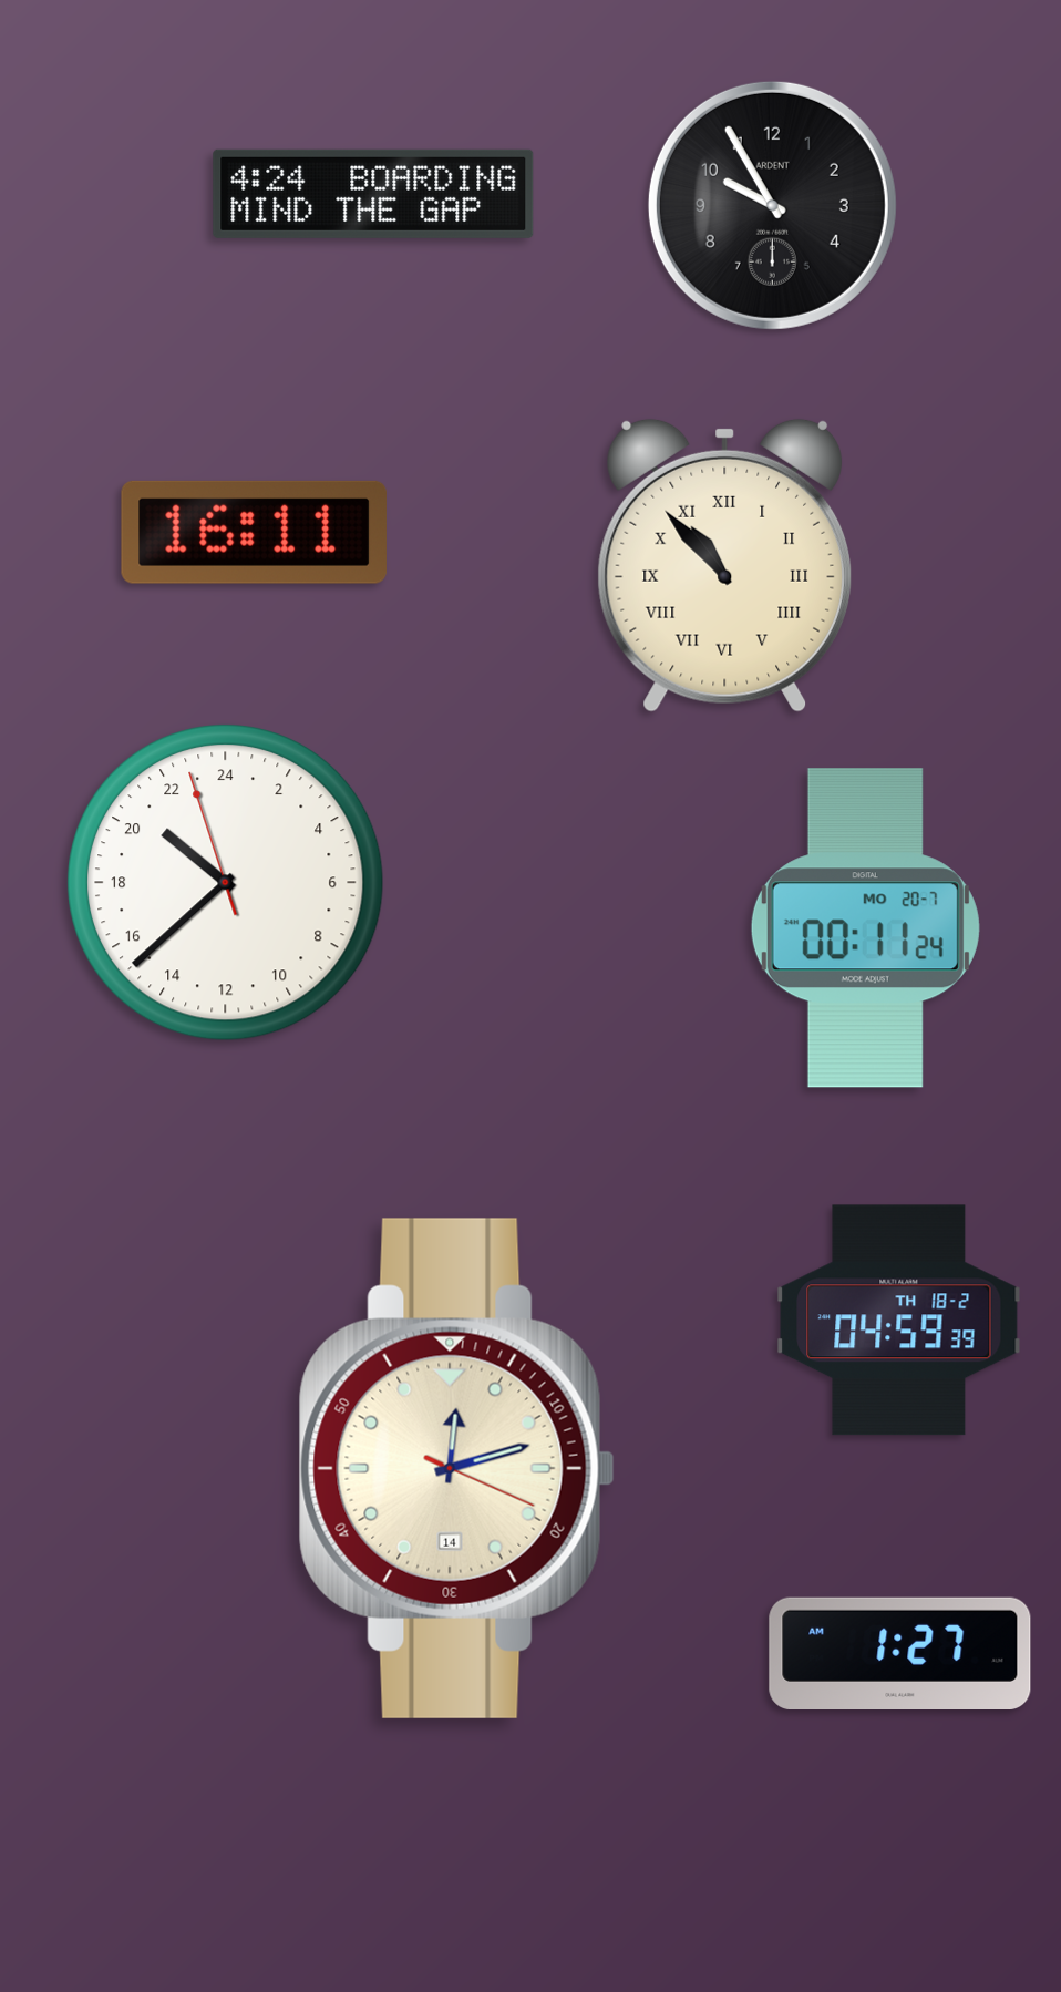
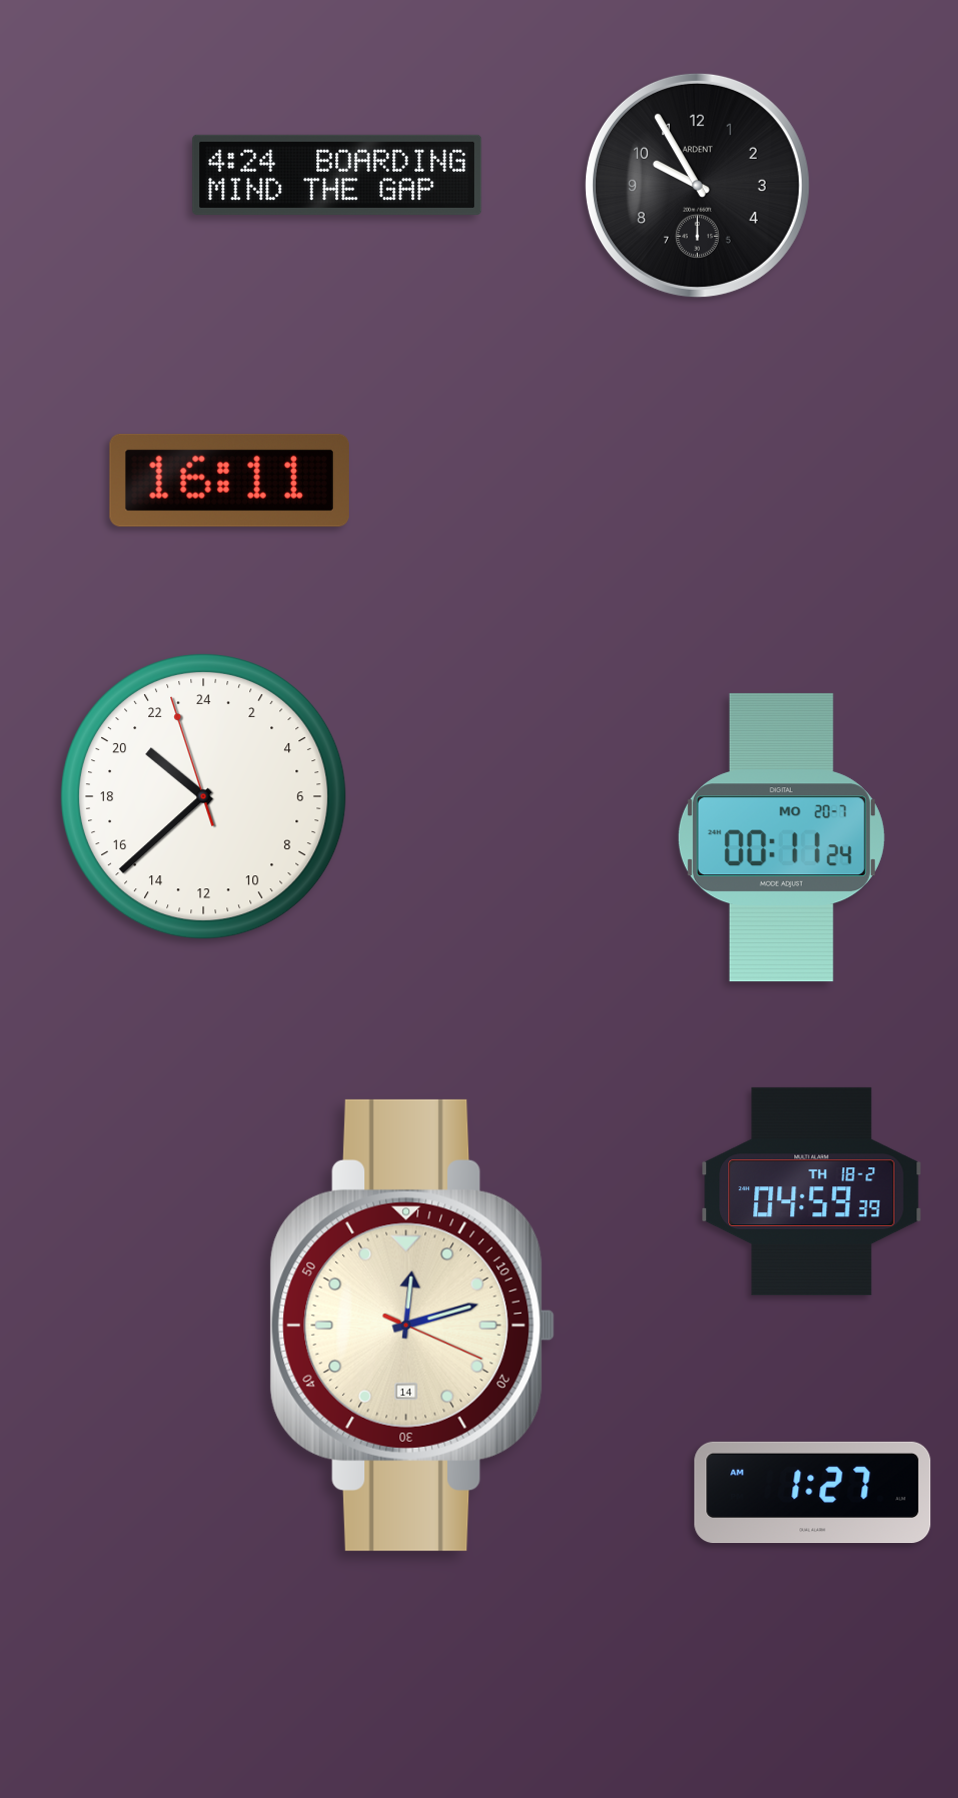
clock at (724, 565): 10:53 -> none
